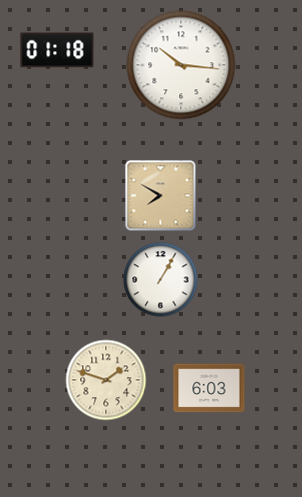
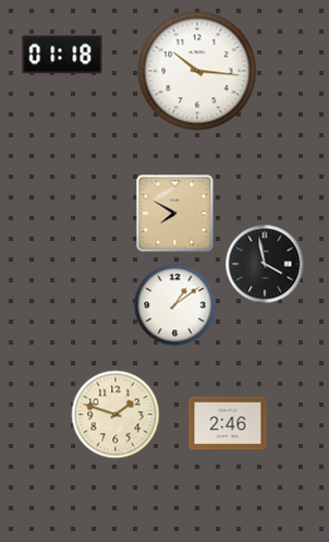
clock at (265, 264): none -> 3:58
clock at (161, 280): 1:05 -> 1:09
clock at (209, 388): 6:03 -> 2:46
